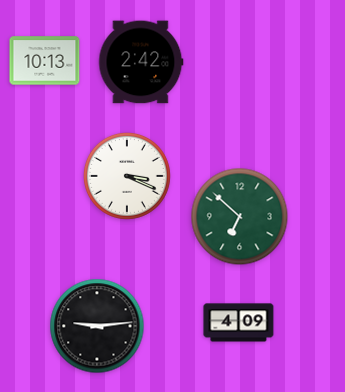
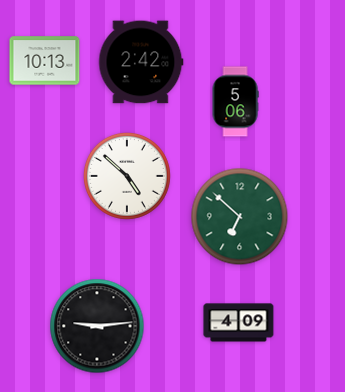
clock at (235, 102): none -> 5:06
clock at (127, 176): 3:19 -> 4:52
